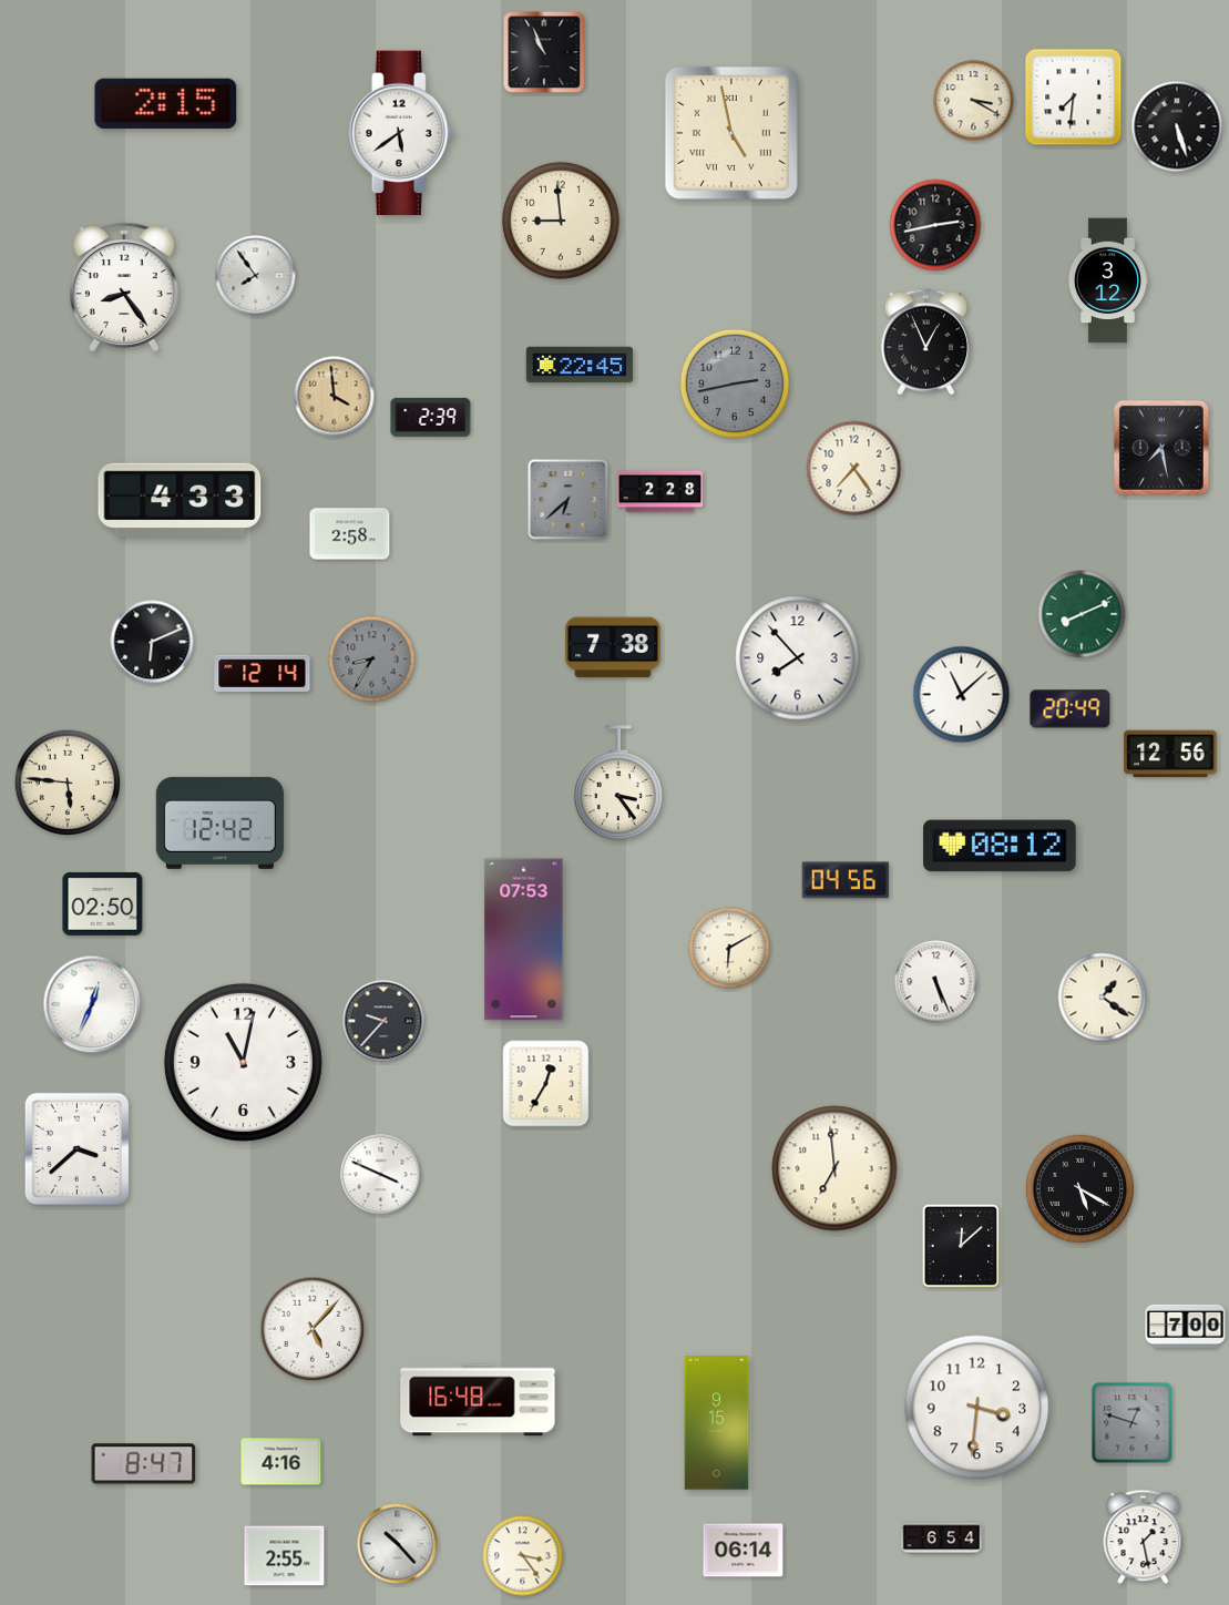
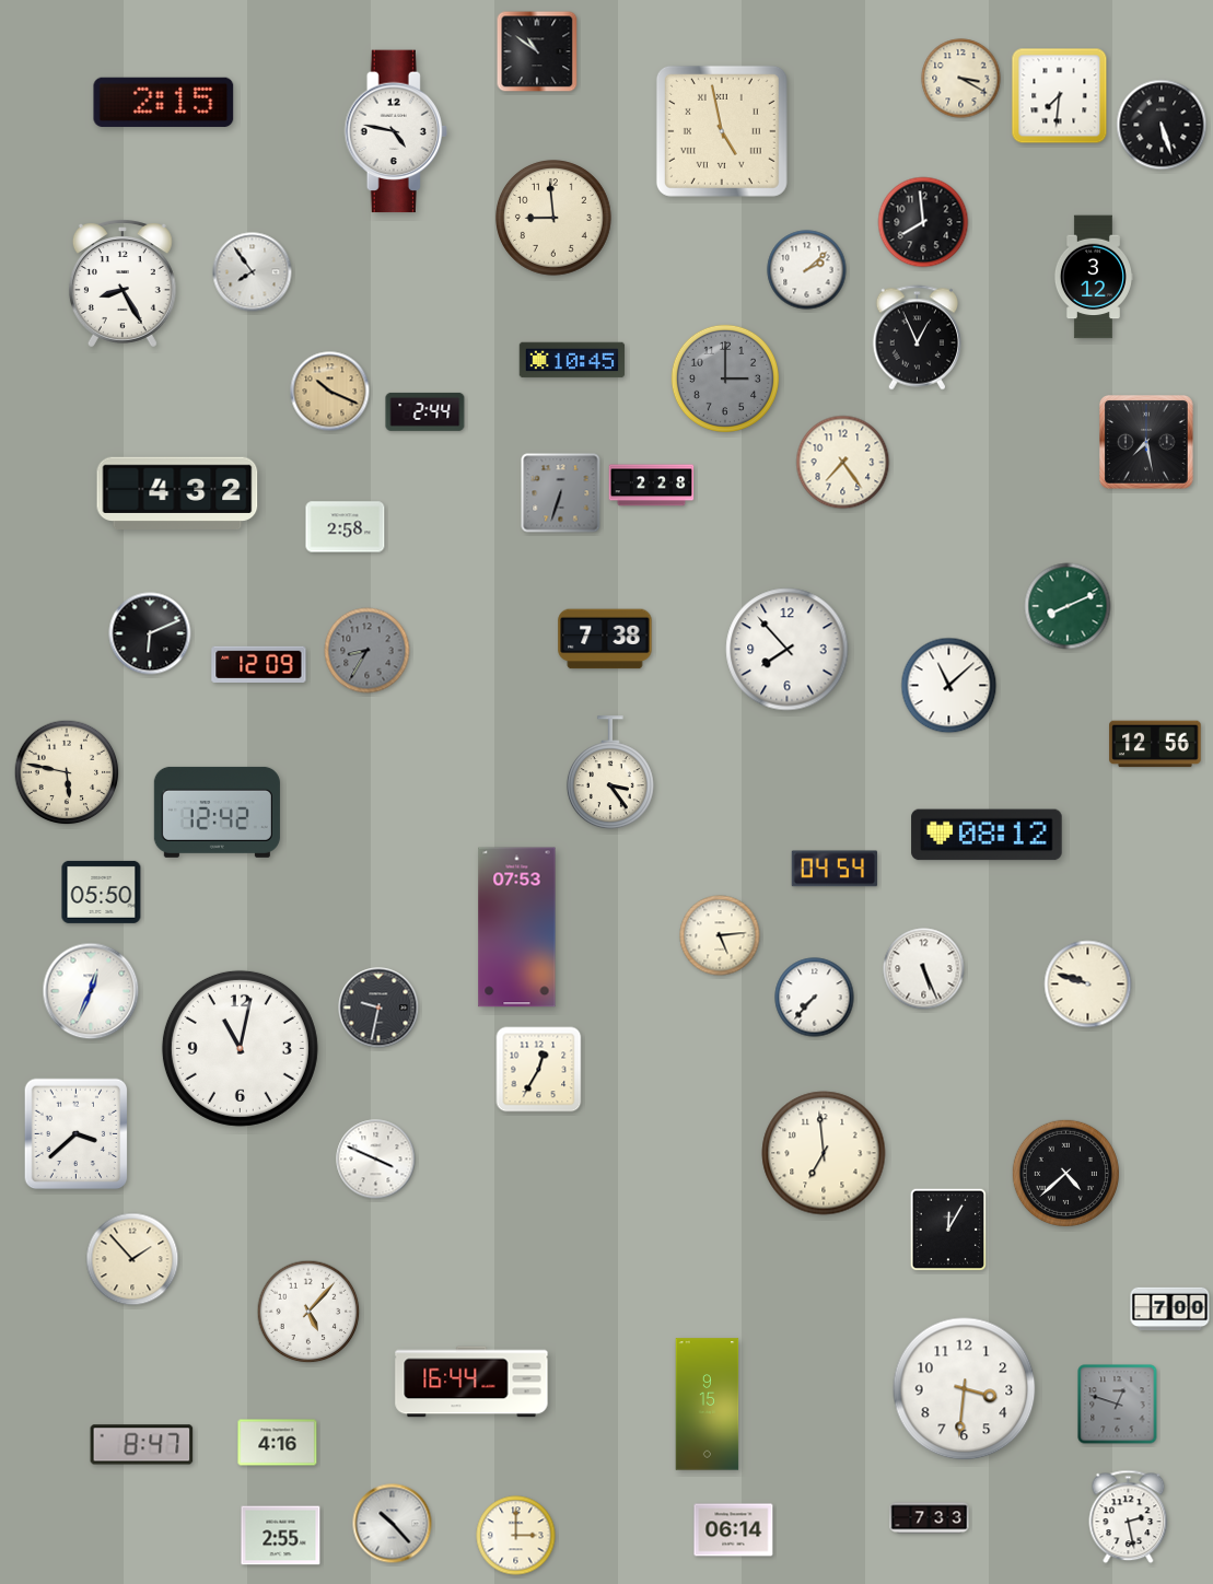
clock at (544, 52): 10:56 -> 10:51
clock at (974, 101) position: (974, 101) -> (961, 79)
clock at (401, 133): 5:39 -> 4:47
clock at (935, 225): 2:43 -> 7:59
clock at (807, 270): none -> 2:08
clock at (124, 287): 8:24 -> 8:25
clock at (926, 343) position: (926, 343) -> (918, 338)
clock at (580, 365): 22:45 -> 10:45
clock at (735, 384): 2:43 -> 3:00
clock at (335, 397): 3:59 -> 10:19
clock at (431, 417): 2:39 -> 2:44
clock at (180, 500): 4:33 -> 4:32
clock at (569, 500): 6:38 -> 6:33
clock at (263, 673): 12:14 -> 12:09
clock at (1071, 709): 20:49 -> none
clock at (68, 783): 5:46 -> 5:47
clock at (844, 880): 04:56 -> 04:54
clock at (103, 903): 02:50 -> 05:50
clock at (729, 948): 6:10 -> 5:14
clock at (1103, 998): 1:21 -> 9:48
clock at (815, 998): none -> 7:37
clock at (383, 1021): 9:37 -> 9:32
clock at (1079, 1188): 5:20 -> 4:38
clock at (961, 1246): 12:08 -> 12:05
clock at (132, 1259): none -> 1:53
clock at (478, 1400): 16:48 -> 16:44
clock at (1144, 1537): 1:28 -> 2:28
clock at (942, 1538): 6:54 -> 7:33
clock at (523, 1556): 3:24 -> 3:00
